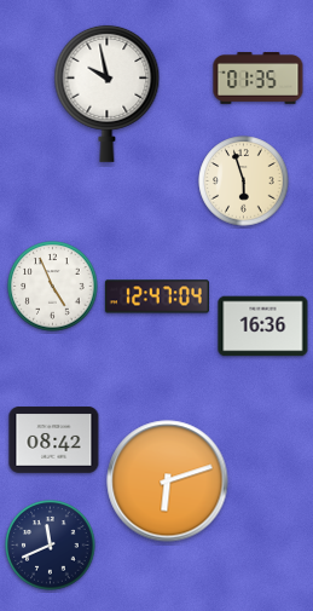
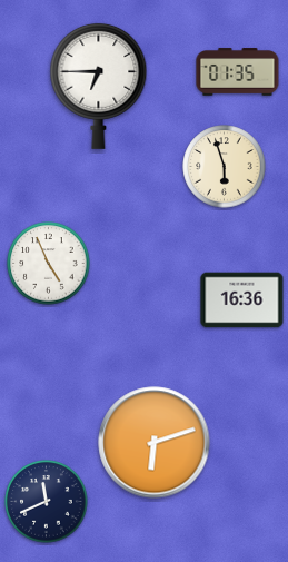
clock at (108, 93): 9:58 -> 6:45
clock at (157, 296): 12:47 -> none
clock at (54, 440): 08:42 -> none
